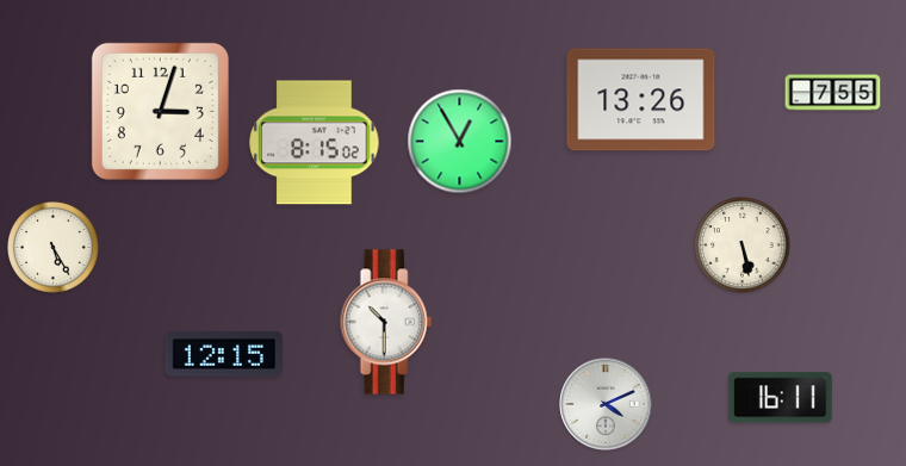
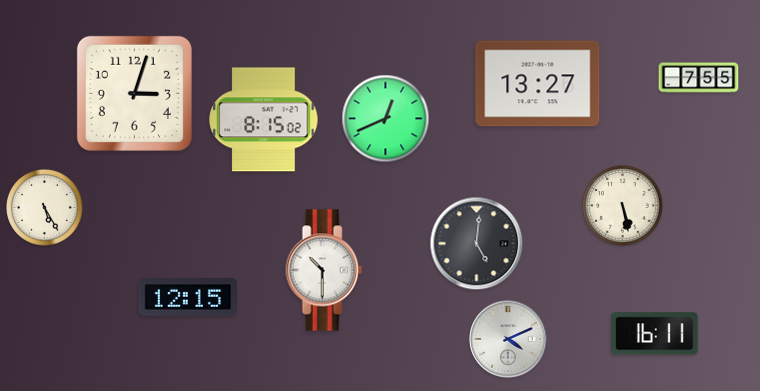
clock at (641, 100): 13:26 -> 13:27
clock at (460, 142): 12:55 -> 12:41
clock at (477, 244): none -> 5:01
